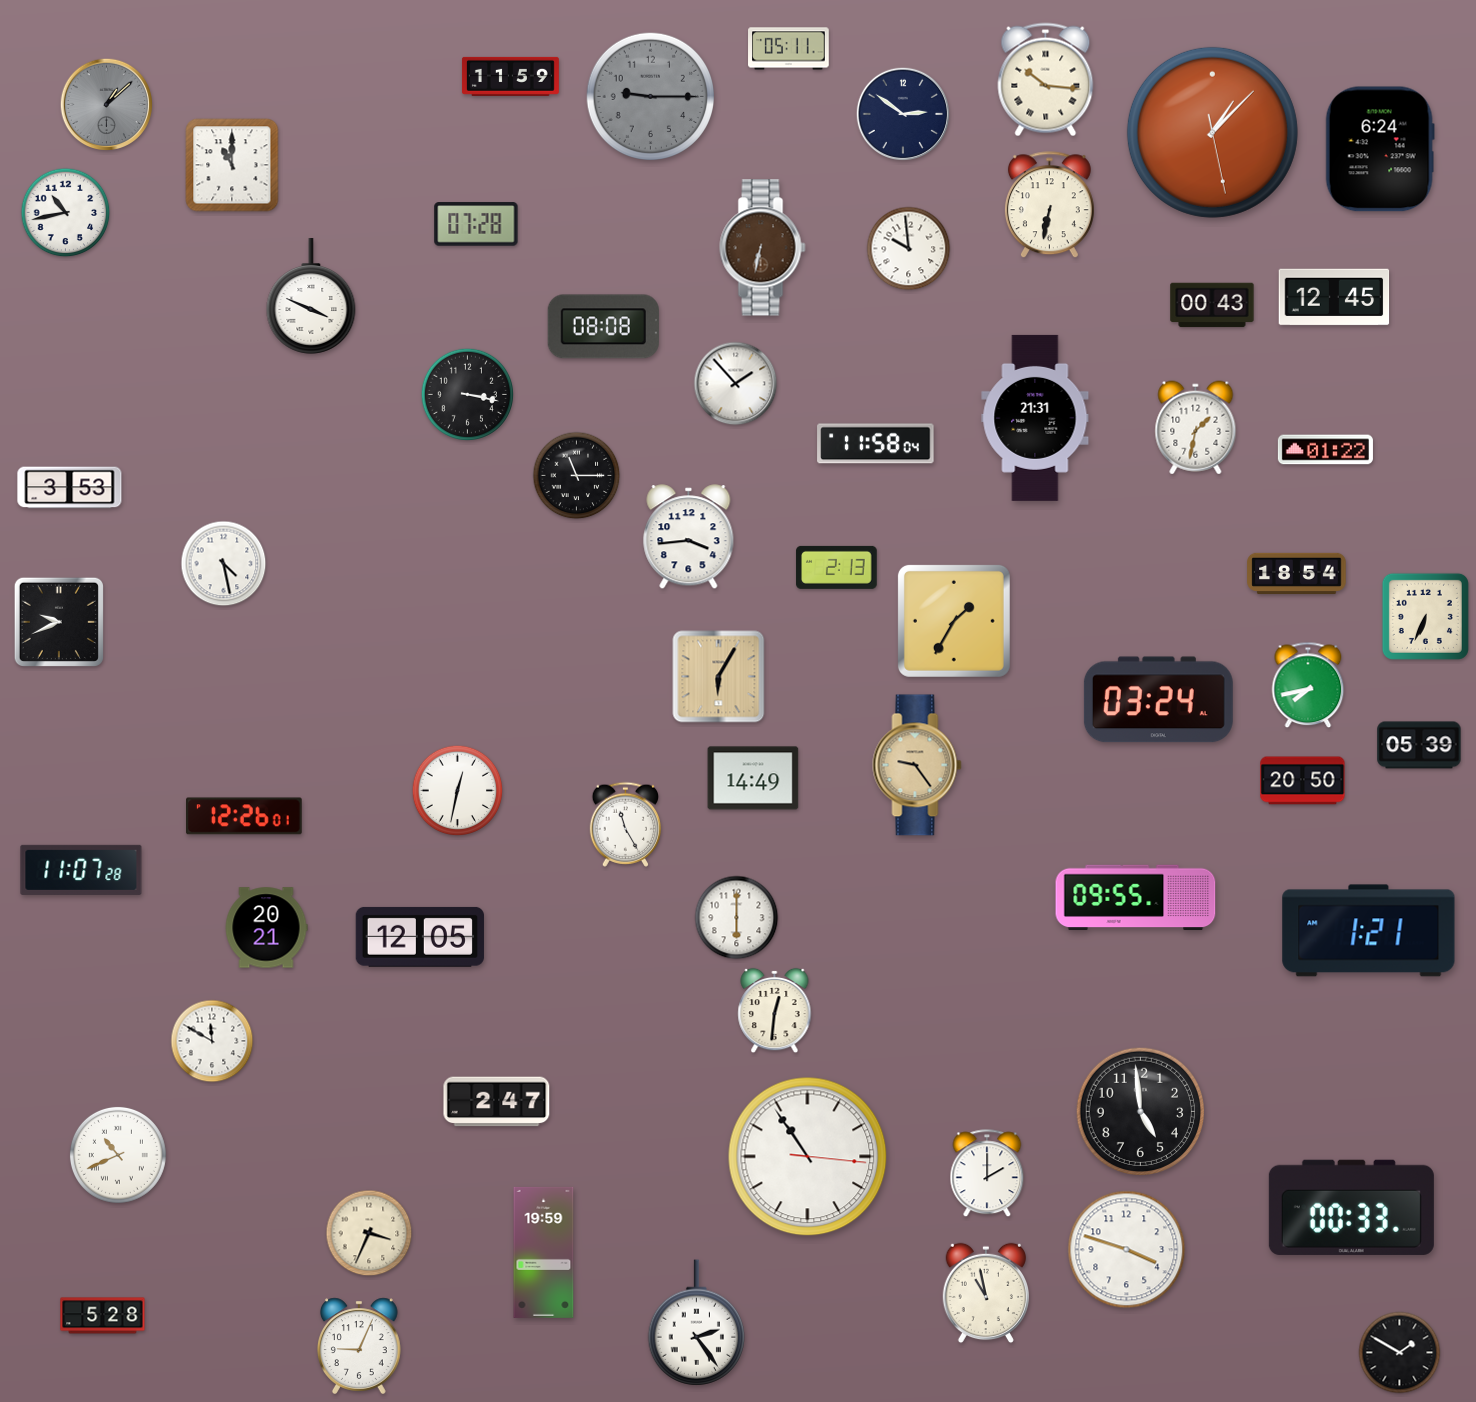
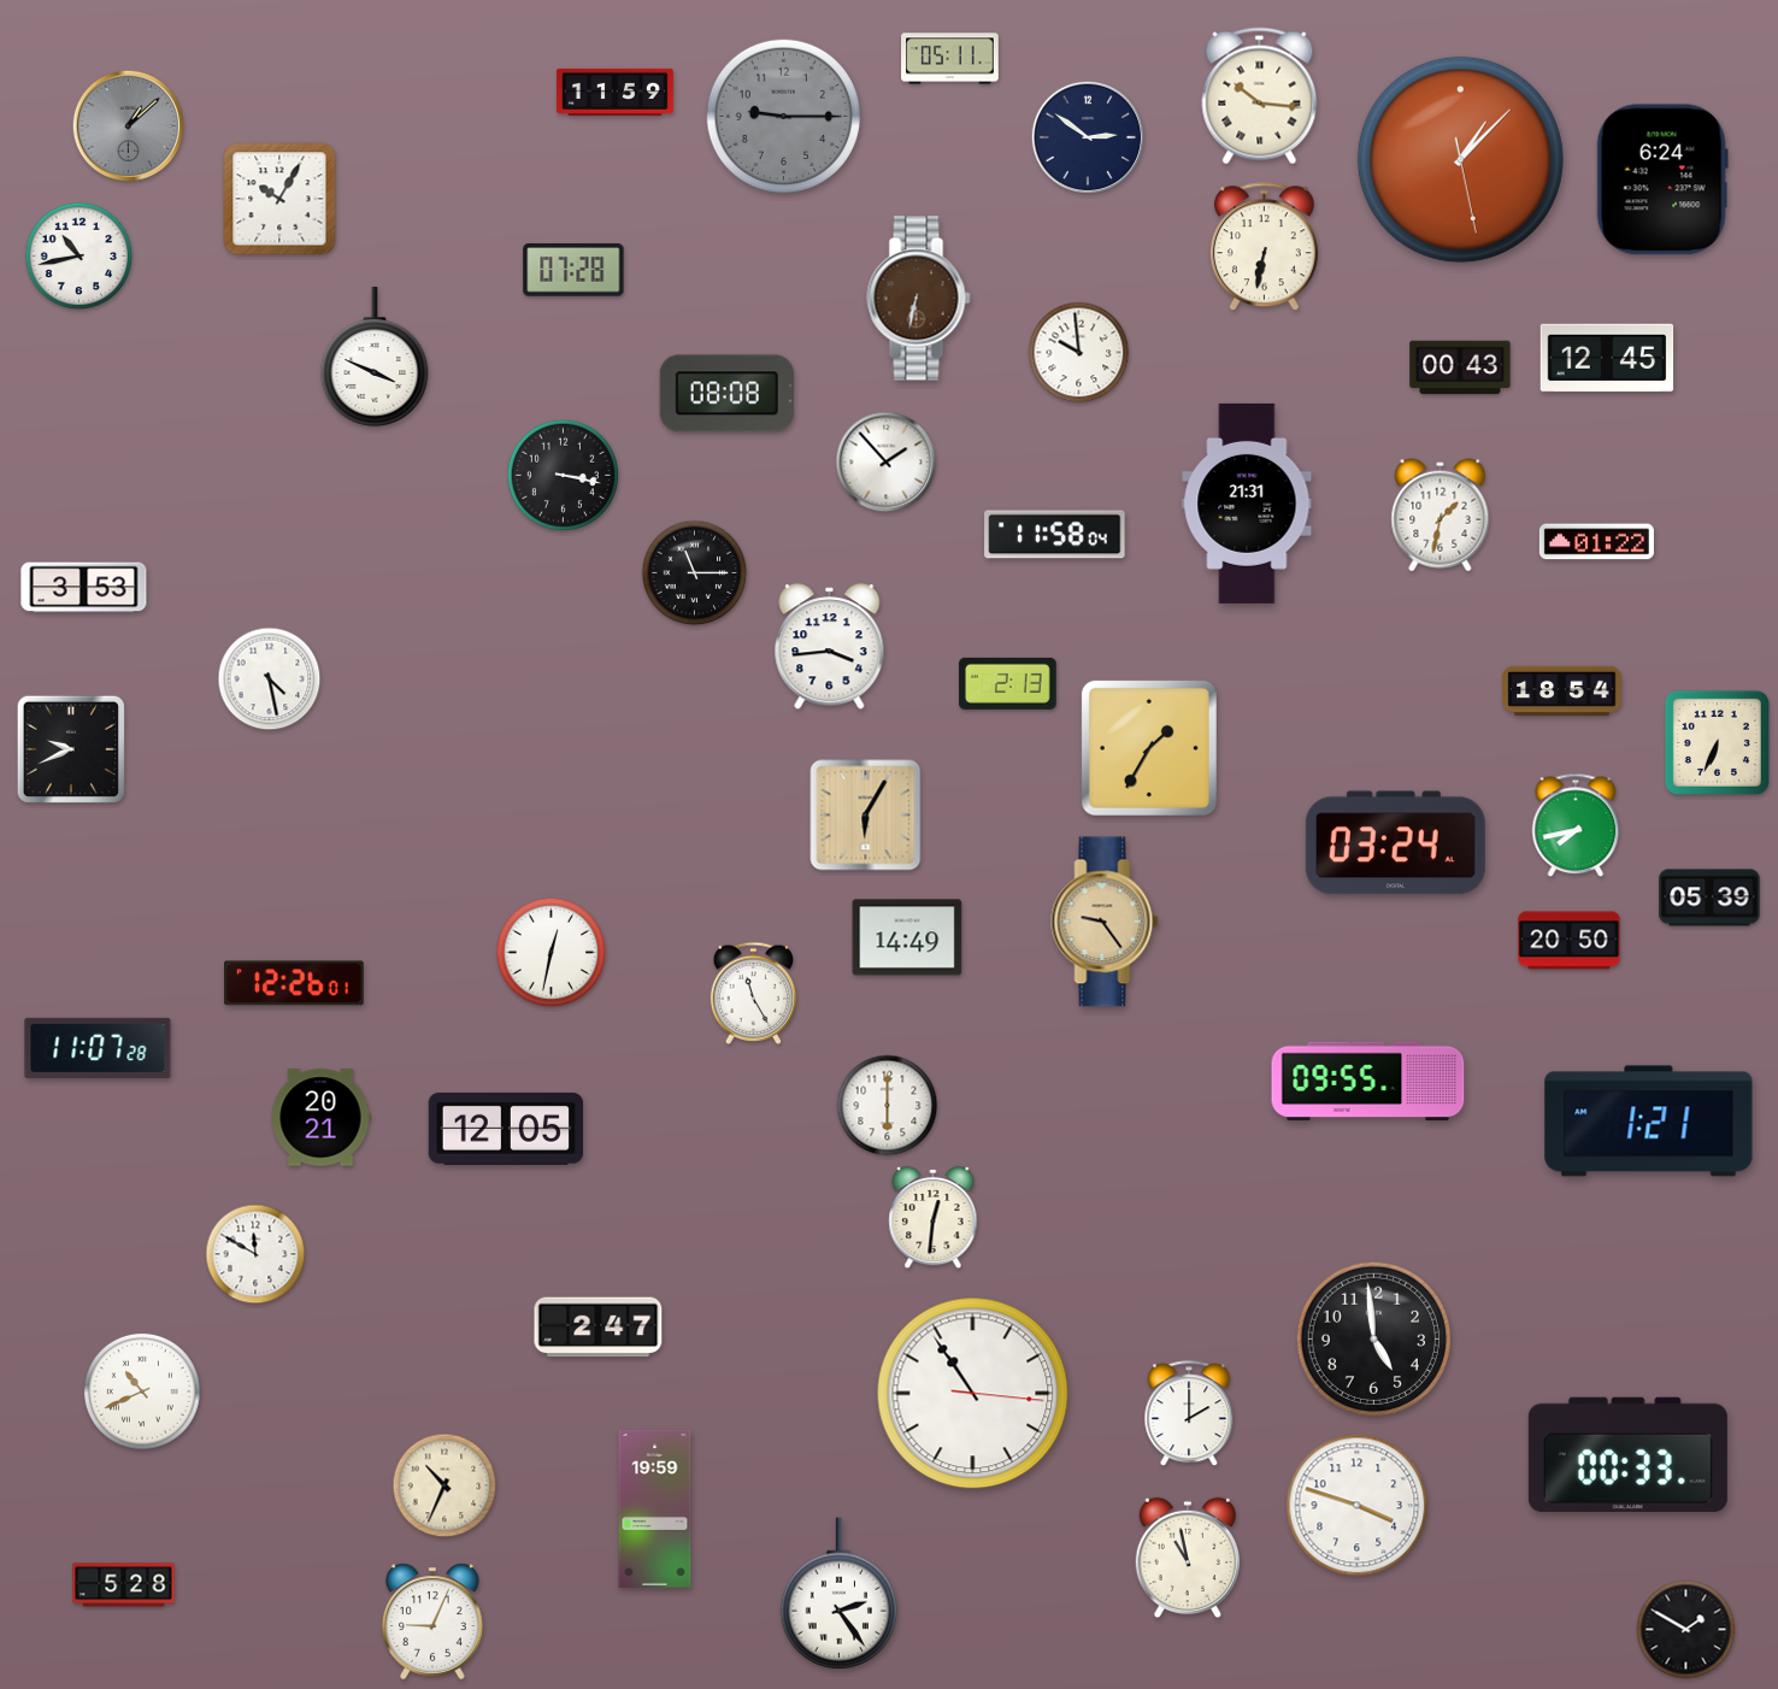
clock at (232, 165): 11:00 -> 10:05
clock at (909, 249) position: (909, 249) -> (1079, 353)
clock at (369, 1233): 3:34 -> 10:34
